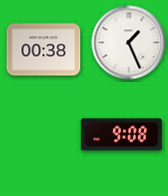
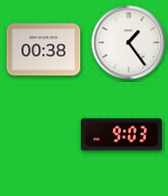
clock at (129, 43): 1:26 -> 1:24
clock at (121, 135): 9:08 -> 9:03
